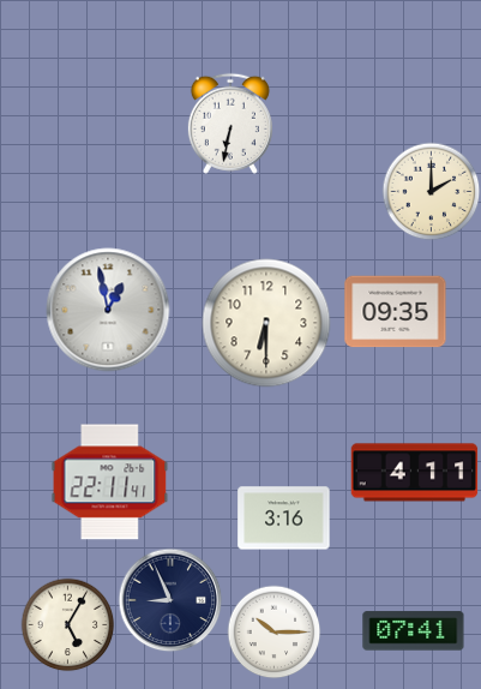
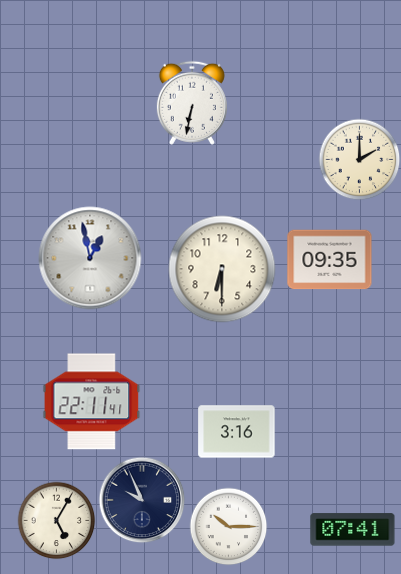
clock at (415, 473): 4:11 -> none
clock at (170, 600): 8:56 -> 9:56
clock at (414, 631) position: (414, 631) -> (353, 530)
